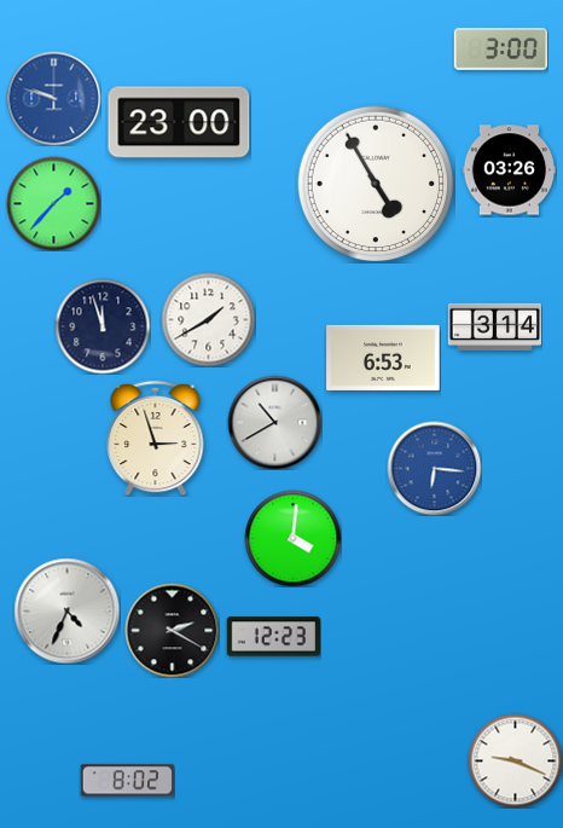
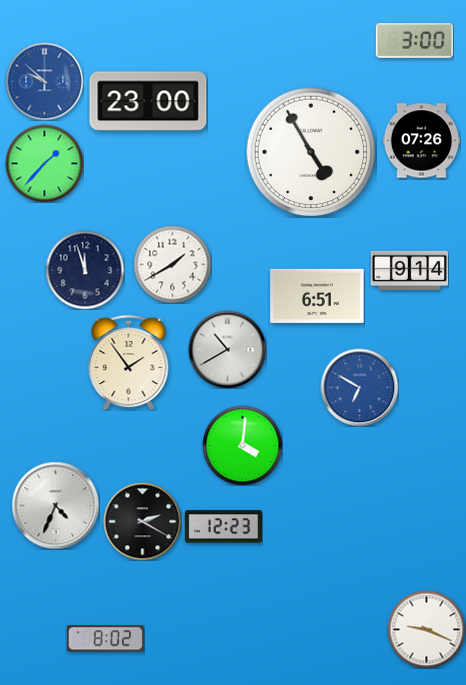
clock at (53, 98): 9:48 -> 9:52
clock at (509, 170): 03:26 -> 07:26
clock at (53, 203) position: (53, 203) -> (44, 163)
clock at (494, 326): 3:14 -> 9:14
clock at (383, 358): 6:53 -> 6:51
clock at (156, 438): 2:57 -> 1:54
clock at (434, 468): 6:16 -> 6:50
clock at (273, 637) position: (273, 637) -> (223, 527)
clock at (127, 781) position: (127, 781) -> (105, 639)
